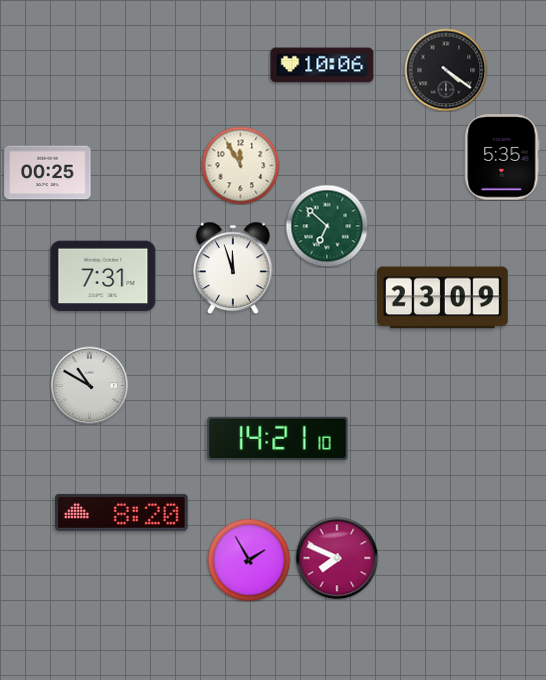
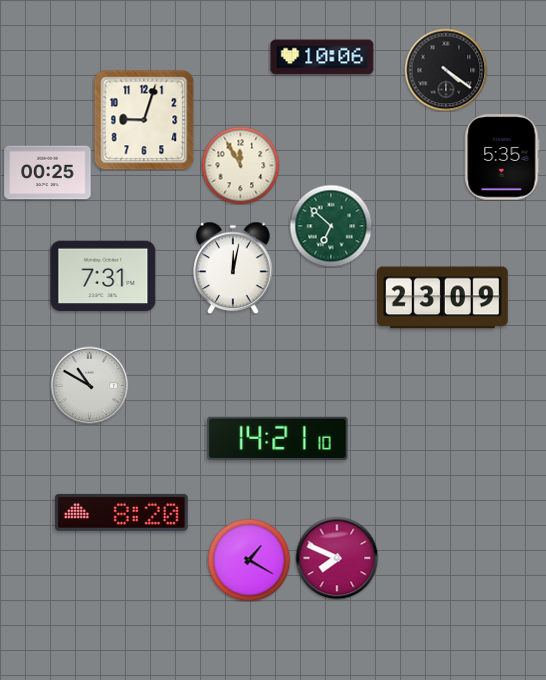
clock at (322, 65) position: (322, 65) -> (322, 57)
clock at (144, 120): none -> 9:03
clock at (327, 226) position: (327, 226) -> (331, 226)
clock at (234, 268): 11:57 -> 12:02
clock at (249, 560): 1:55 -> 1:20
